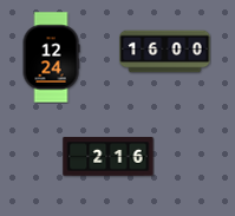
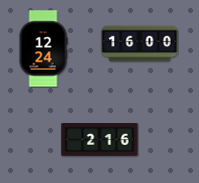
clock at (109, 157) position: (109, 157) -> (100, 140)
